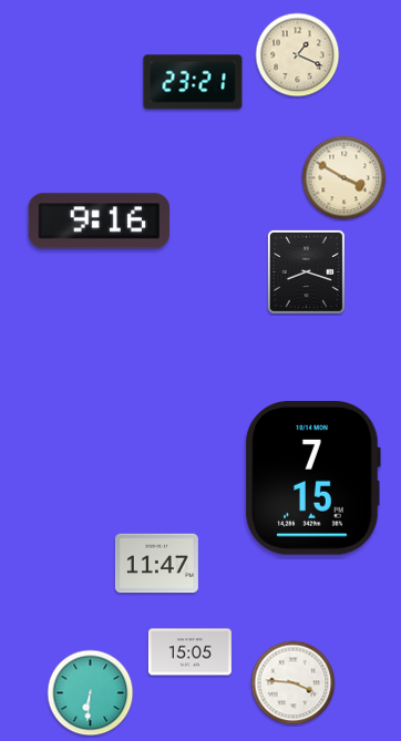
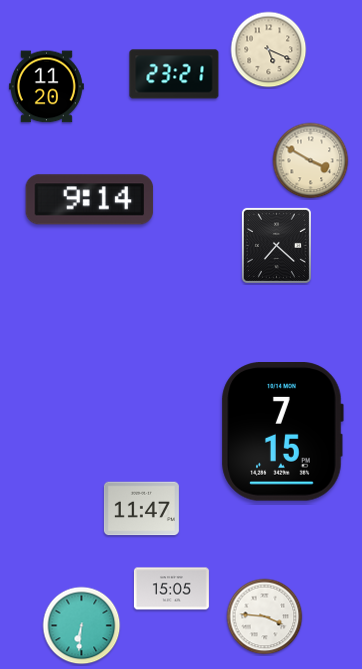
clock at (298, 55): 1:19 -> 5:19
clock at (46, 87): none -> 11:20
clock at (100, 222): 9:16 -> 9:14
clock at (306, 271): 8:18 -> 7:22
